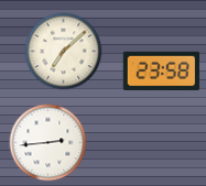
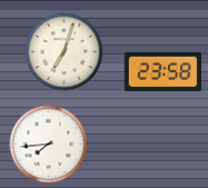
clock at (64, 52): 7:08 -> 7:03
clock at (48, 143): 2:44 -> 7:44
